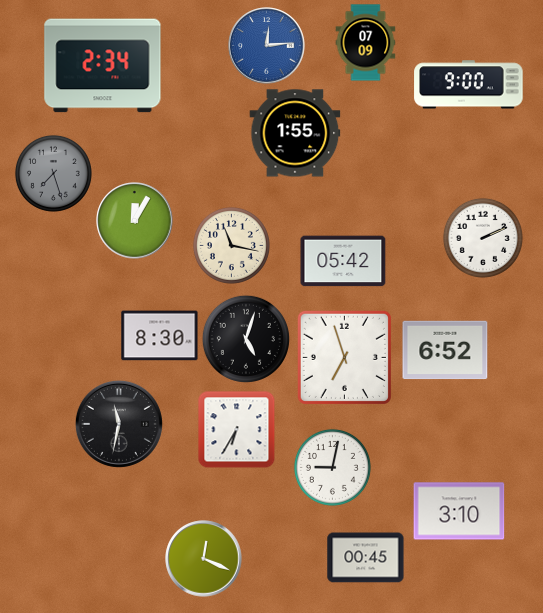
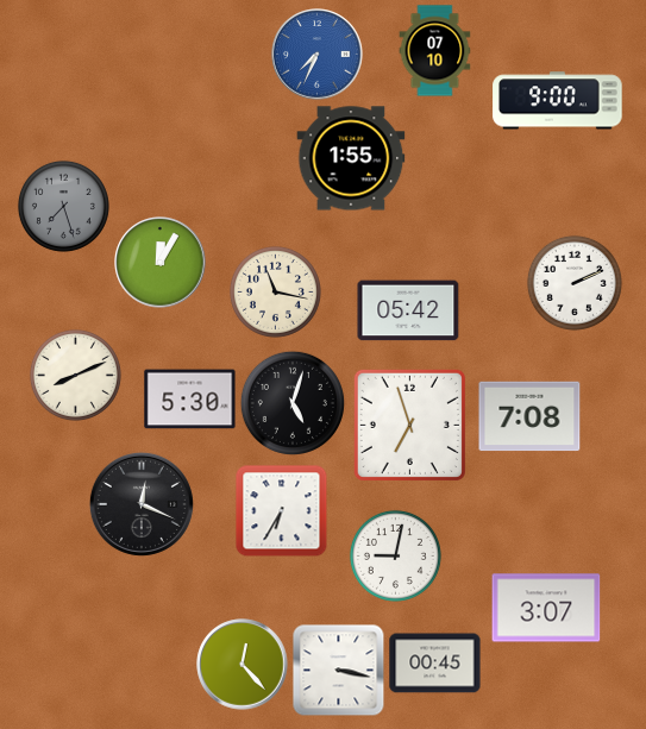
clock at (366, 43): 07:09 -> 07:10
clock at (267, 46): 12:14 -> 7:34
clock at (103, 66): 2:34 -> none
clock at (75, 375): none -> 8:11
clock at (160, 336): 8:30 -> 5:30
clock at (445, 350): 6:52 -> 7:08
clock at (119, 424): 11:32 -> 12:19
clock at (459, 511): 3:10 -> 3:07
clock at (204, 559): 12:19 -> 12:23
clock at (338, 670): none -> 3:17
